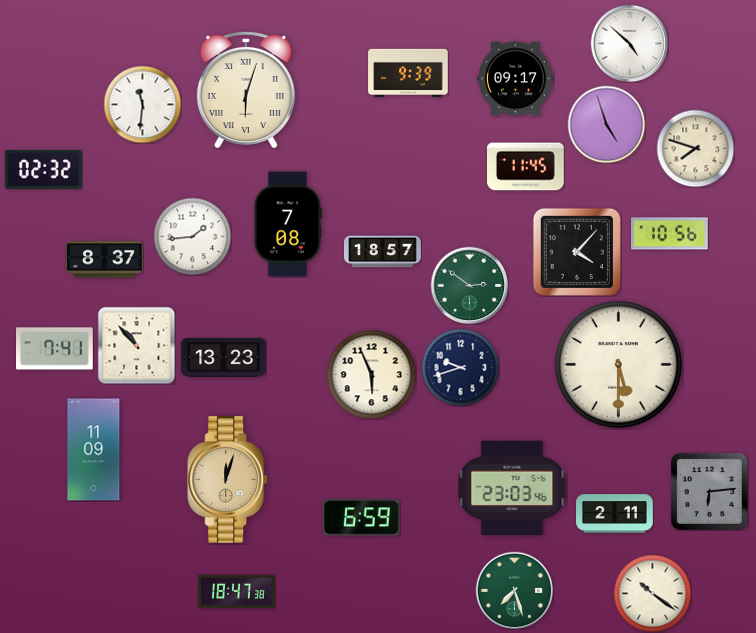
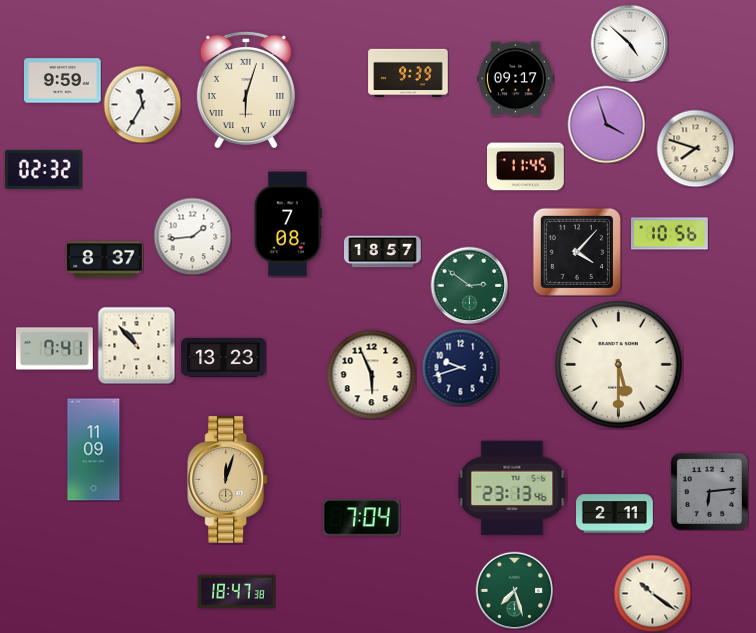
clock at (63, 81): none -> 9:59
clock at (142, 104): 11:31 -> 11:35
clock at (606, 124): 4:57 -> 3:57
clock at (512, 488): 23:03 -> 23:13
clock at (361, 518): 6:59 -> 7:04
